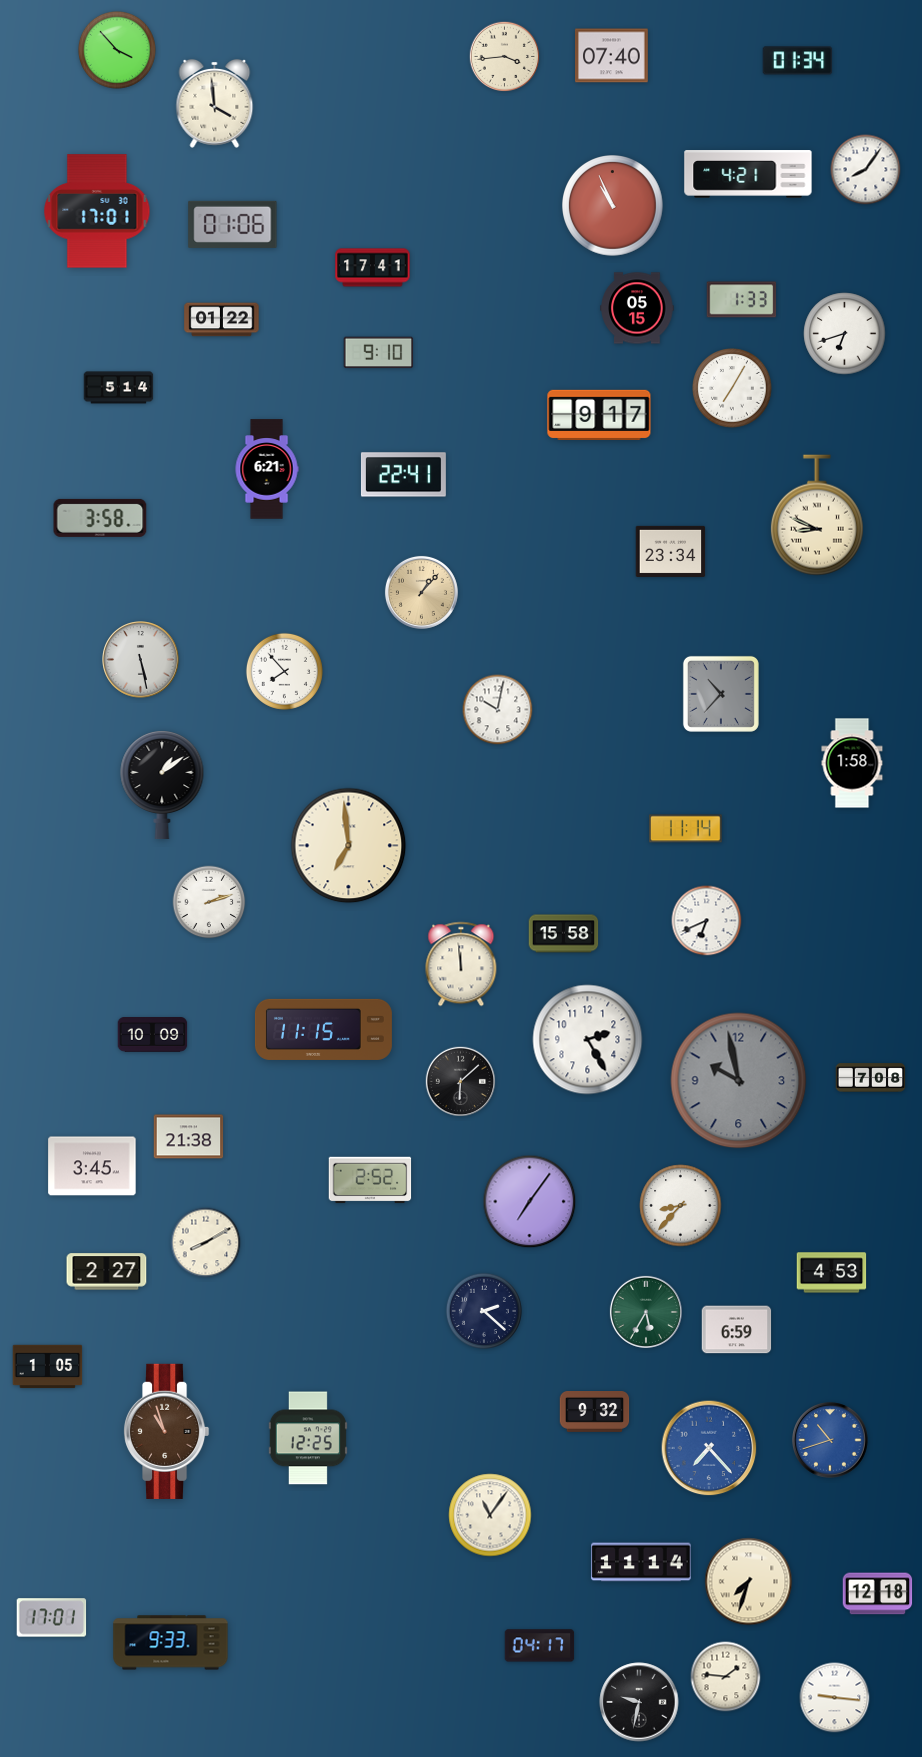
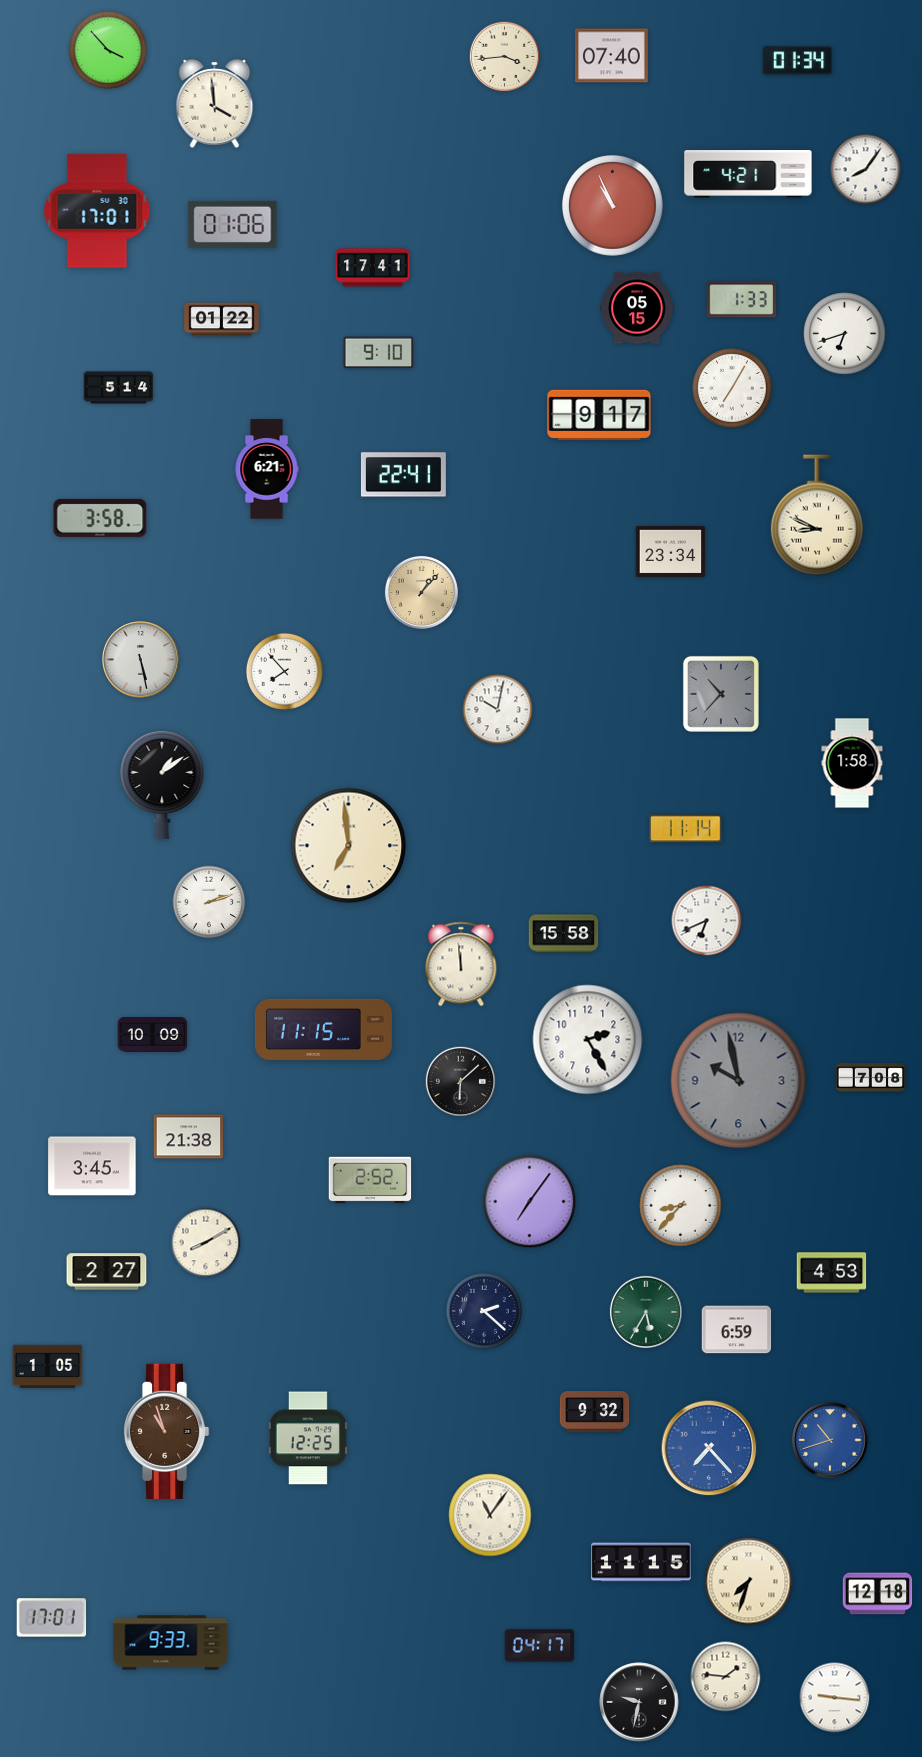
clock at (117, 50) position: (117, 50) -> (108, 50)
clock at (641, 1562): 11:14 -> 11:15
